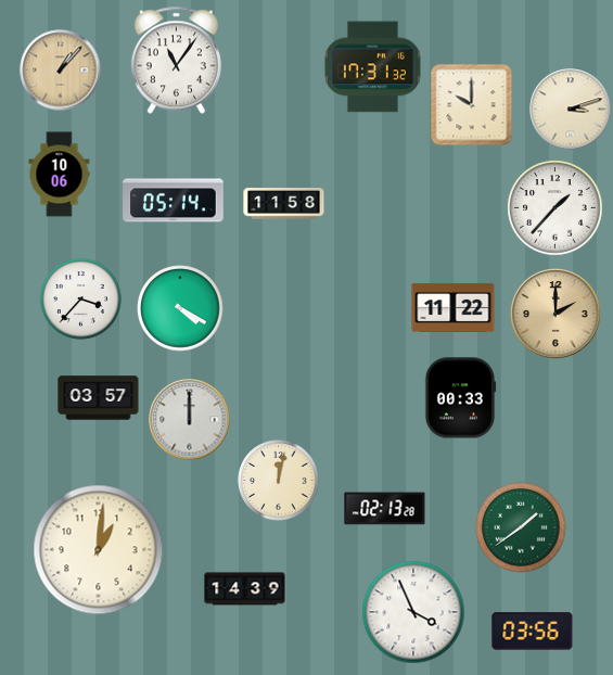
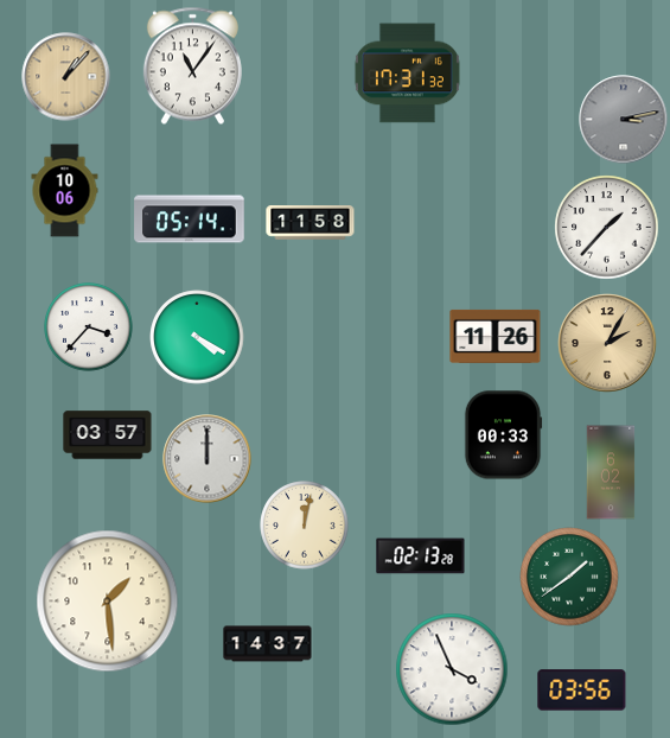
clock at (472, 105): 10:00 -> none
clock at (571, 110): 3:12 -> 3:13
clock at (571, 110) dial: cream -> grey
clock at (454, 307): 11:22 -> 11:26
clock at (555, 314): 2:00 -> 2:05
clock at (611, 472): none -> 6:02
clock at (99, 550): 1:01 -> 1:29
clock at (245, 589): 14:39 -> 14:37
